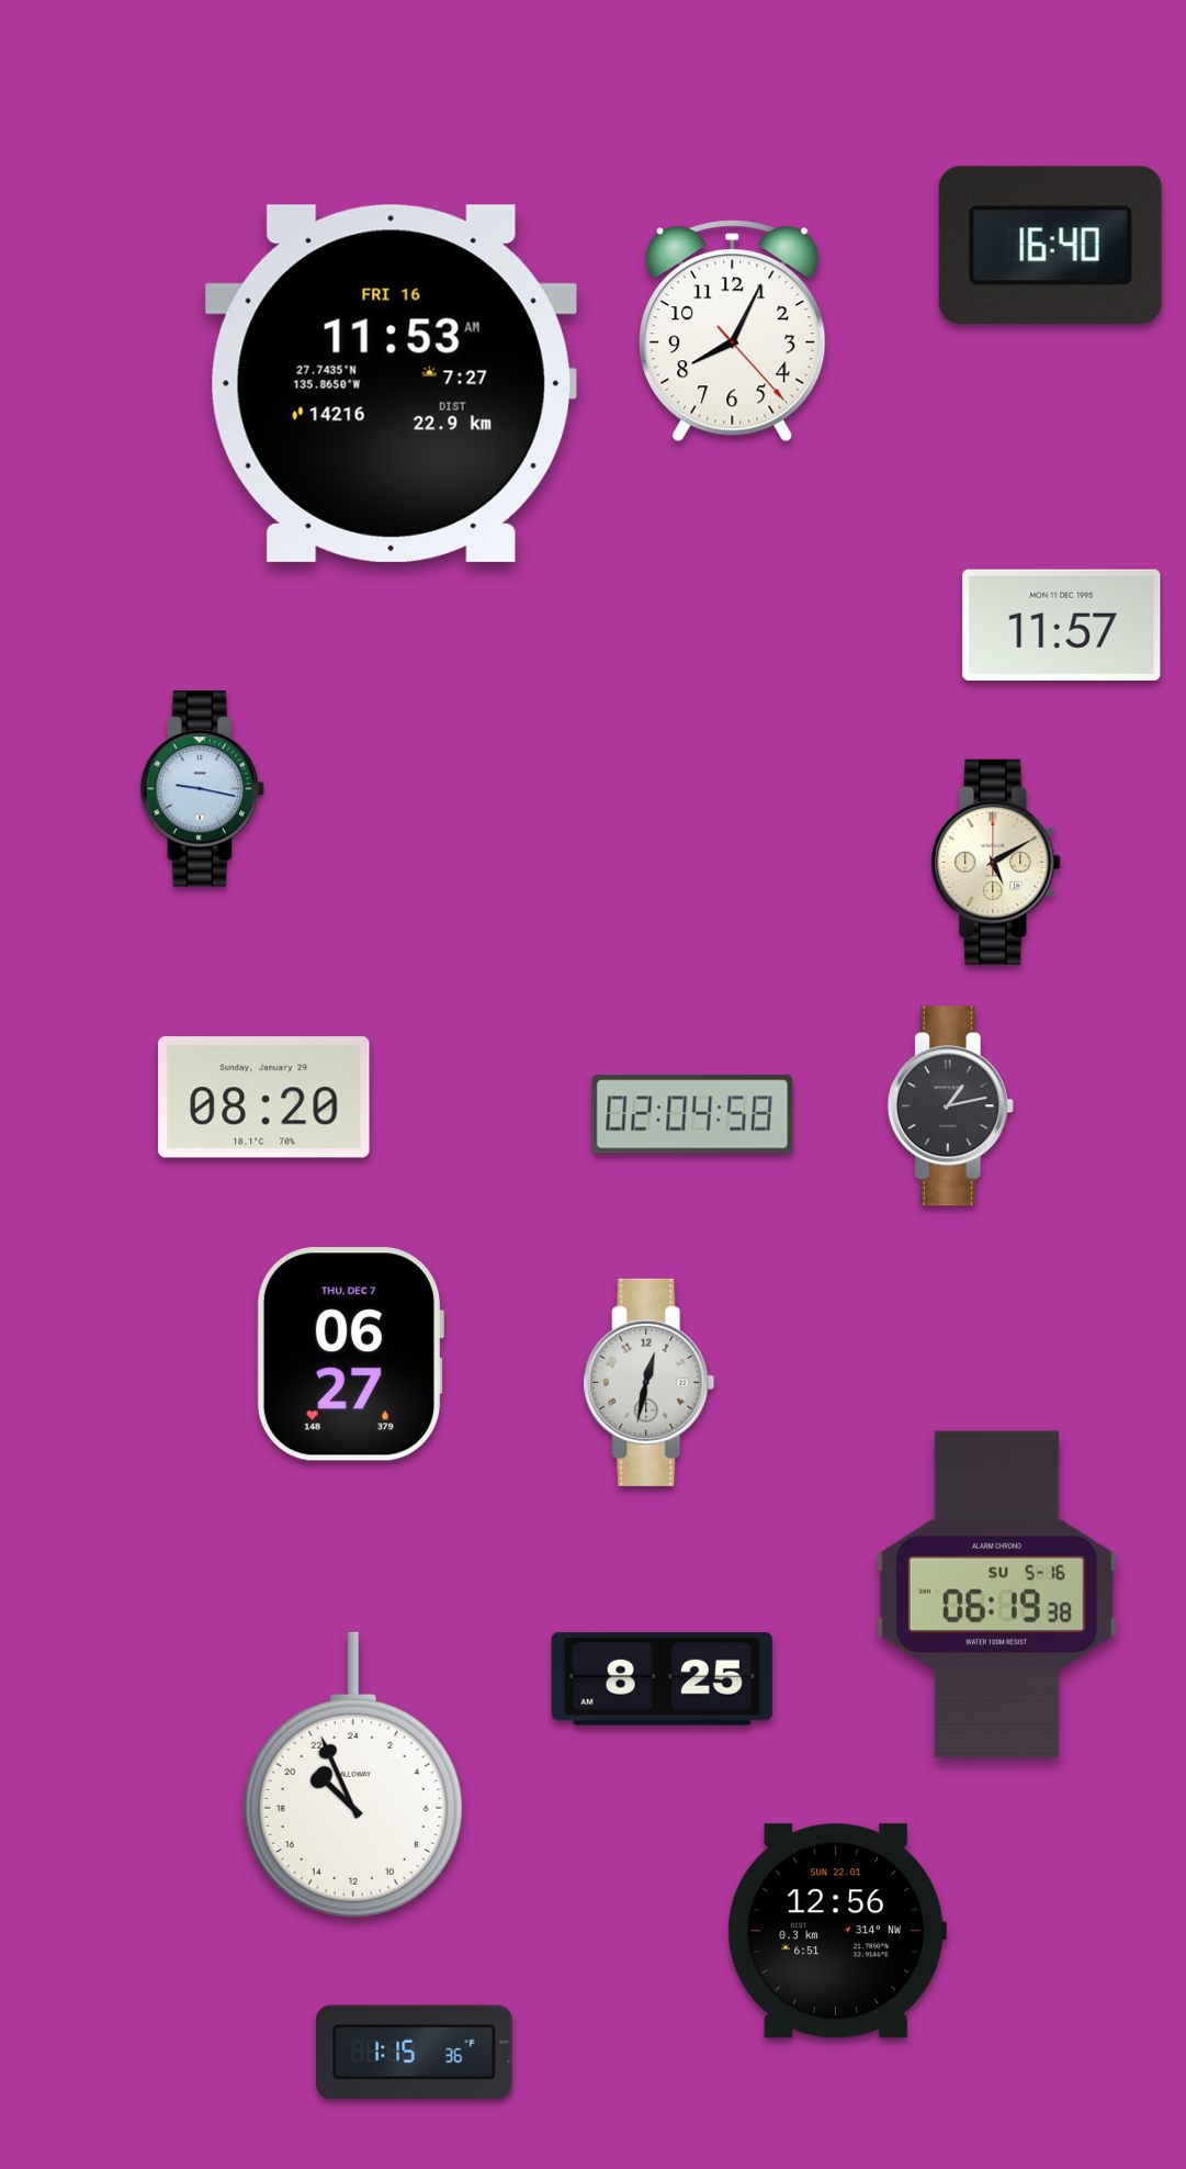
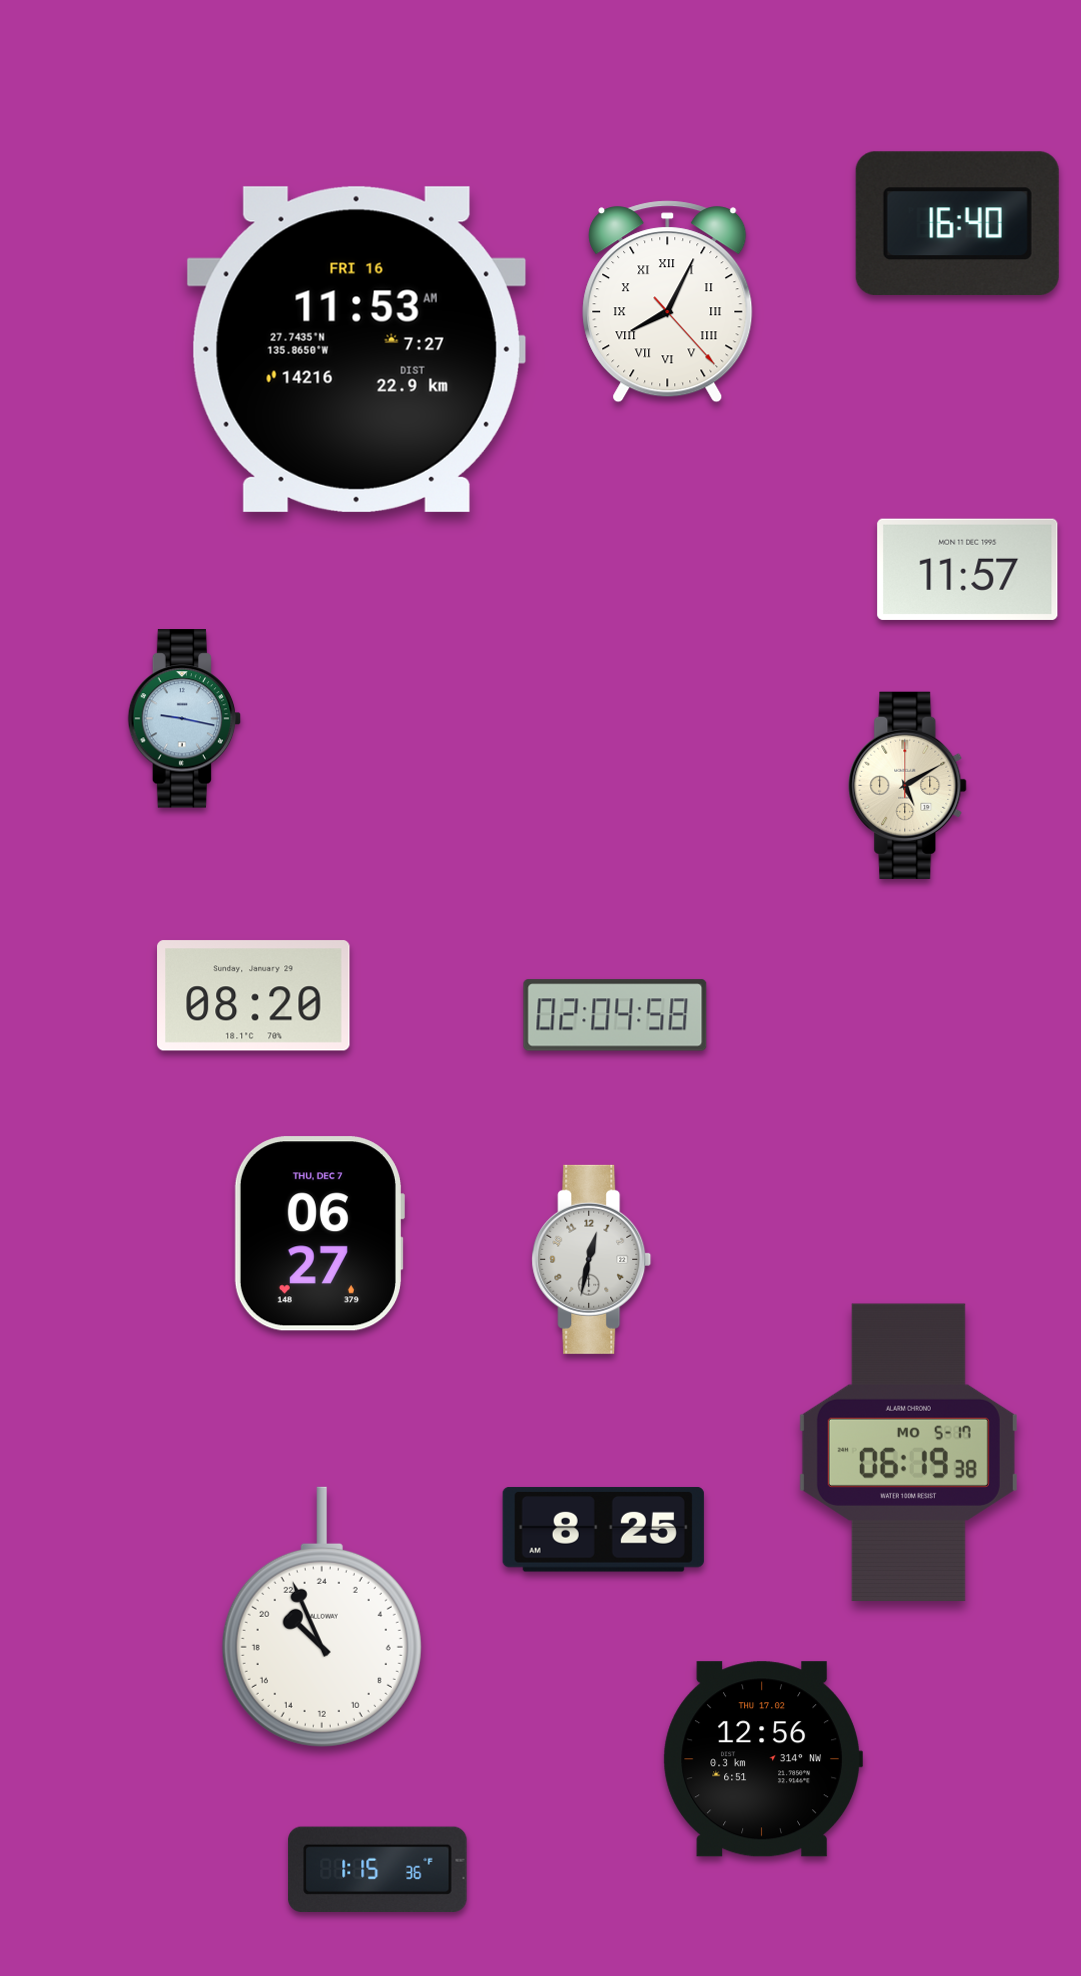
clock at (733, 331) numerals: Arabic -> Roman
clock at (264, 1098) position: (264, 1098) -> (254, 996)
clock at (950, 1106): 1:13 -> none
clock at (692, 1114) position: (692, 1114) -> (615, 1015)
clock at (996, 1595) date: SU 5-16 -> MO 5-17
clock at (837, 1931) date: SUN 22.01 -> THU 17.02
